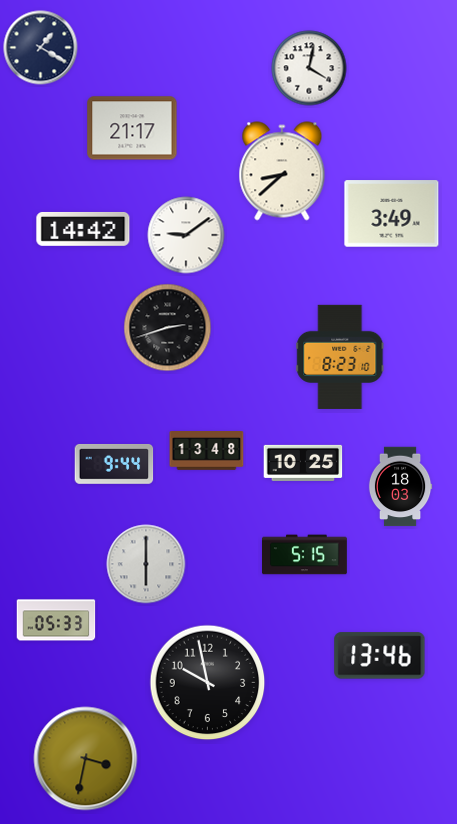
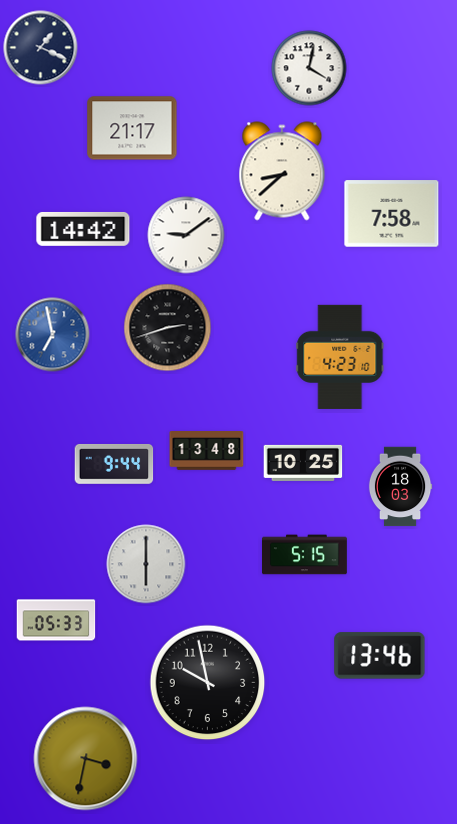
clock at (41, 48): 1:20 -> 1:19
clock at (392, 214): 3:49 -> 7:58
clock at (53, 335): none -> 6:58
clock at (340, 357): 8:23 -> 4:23
